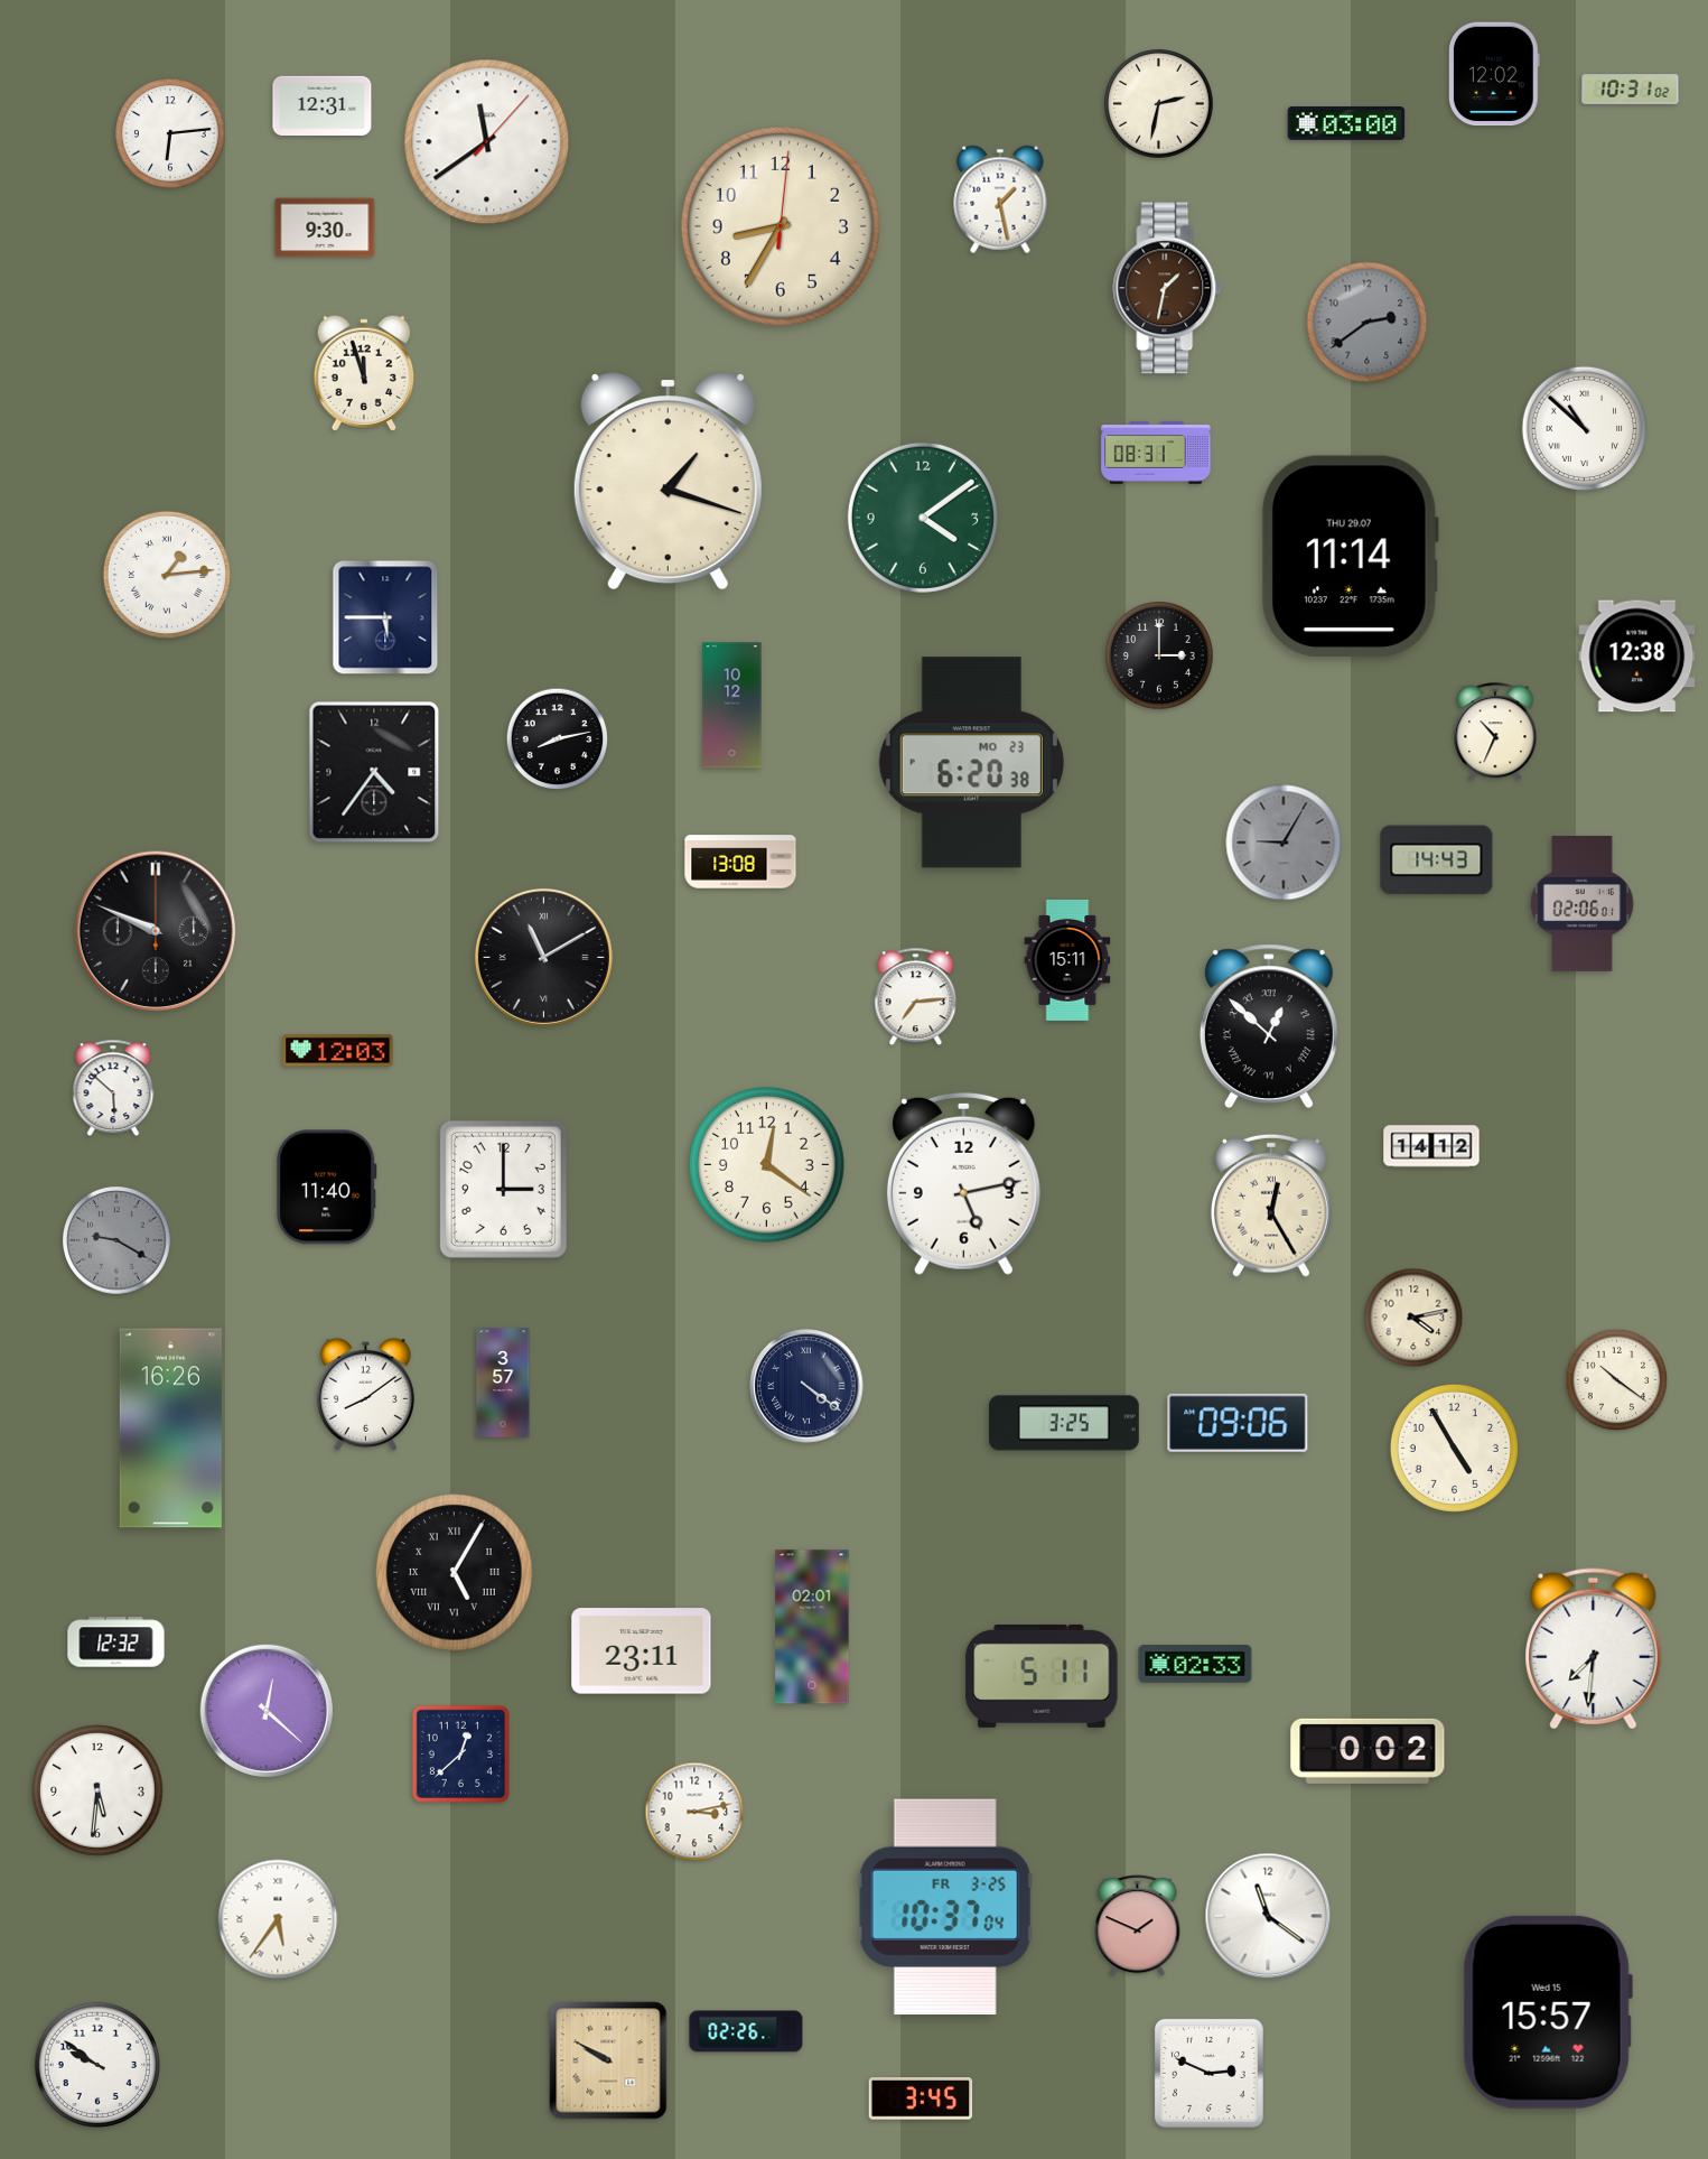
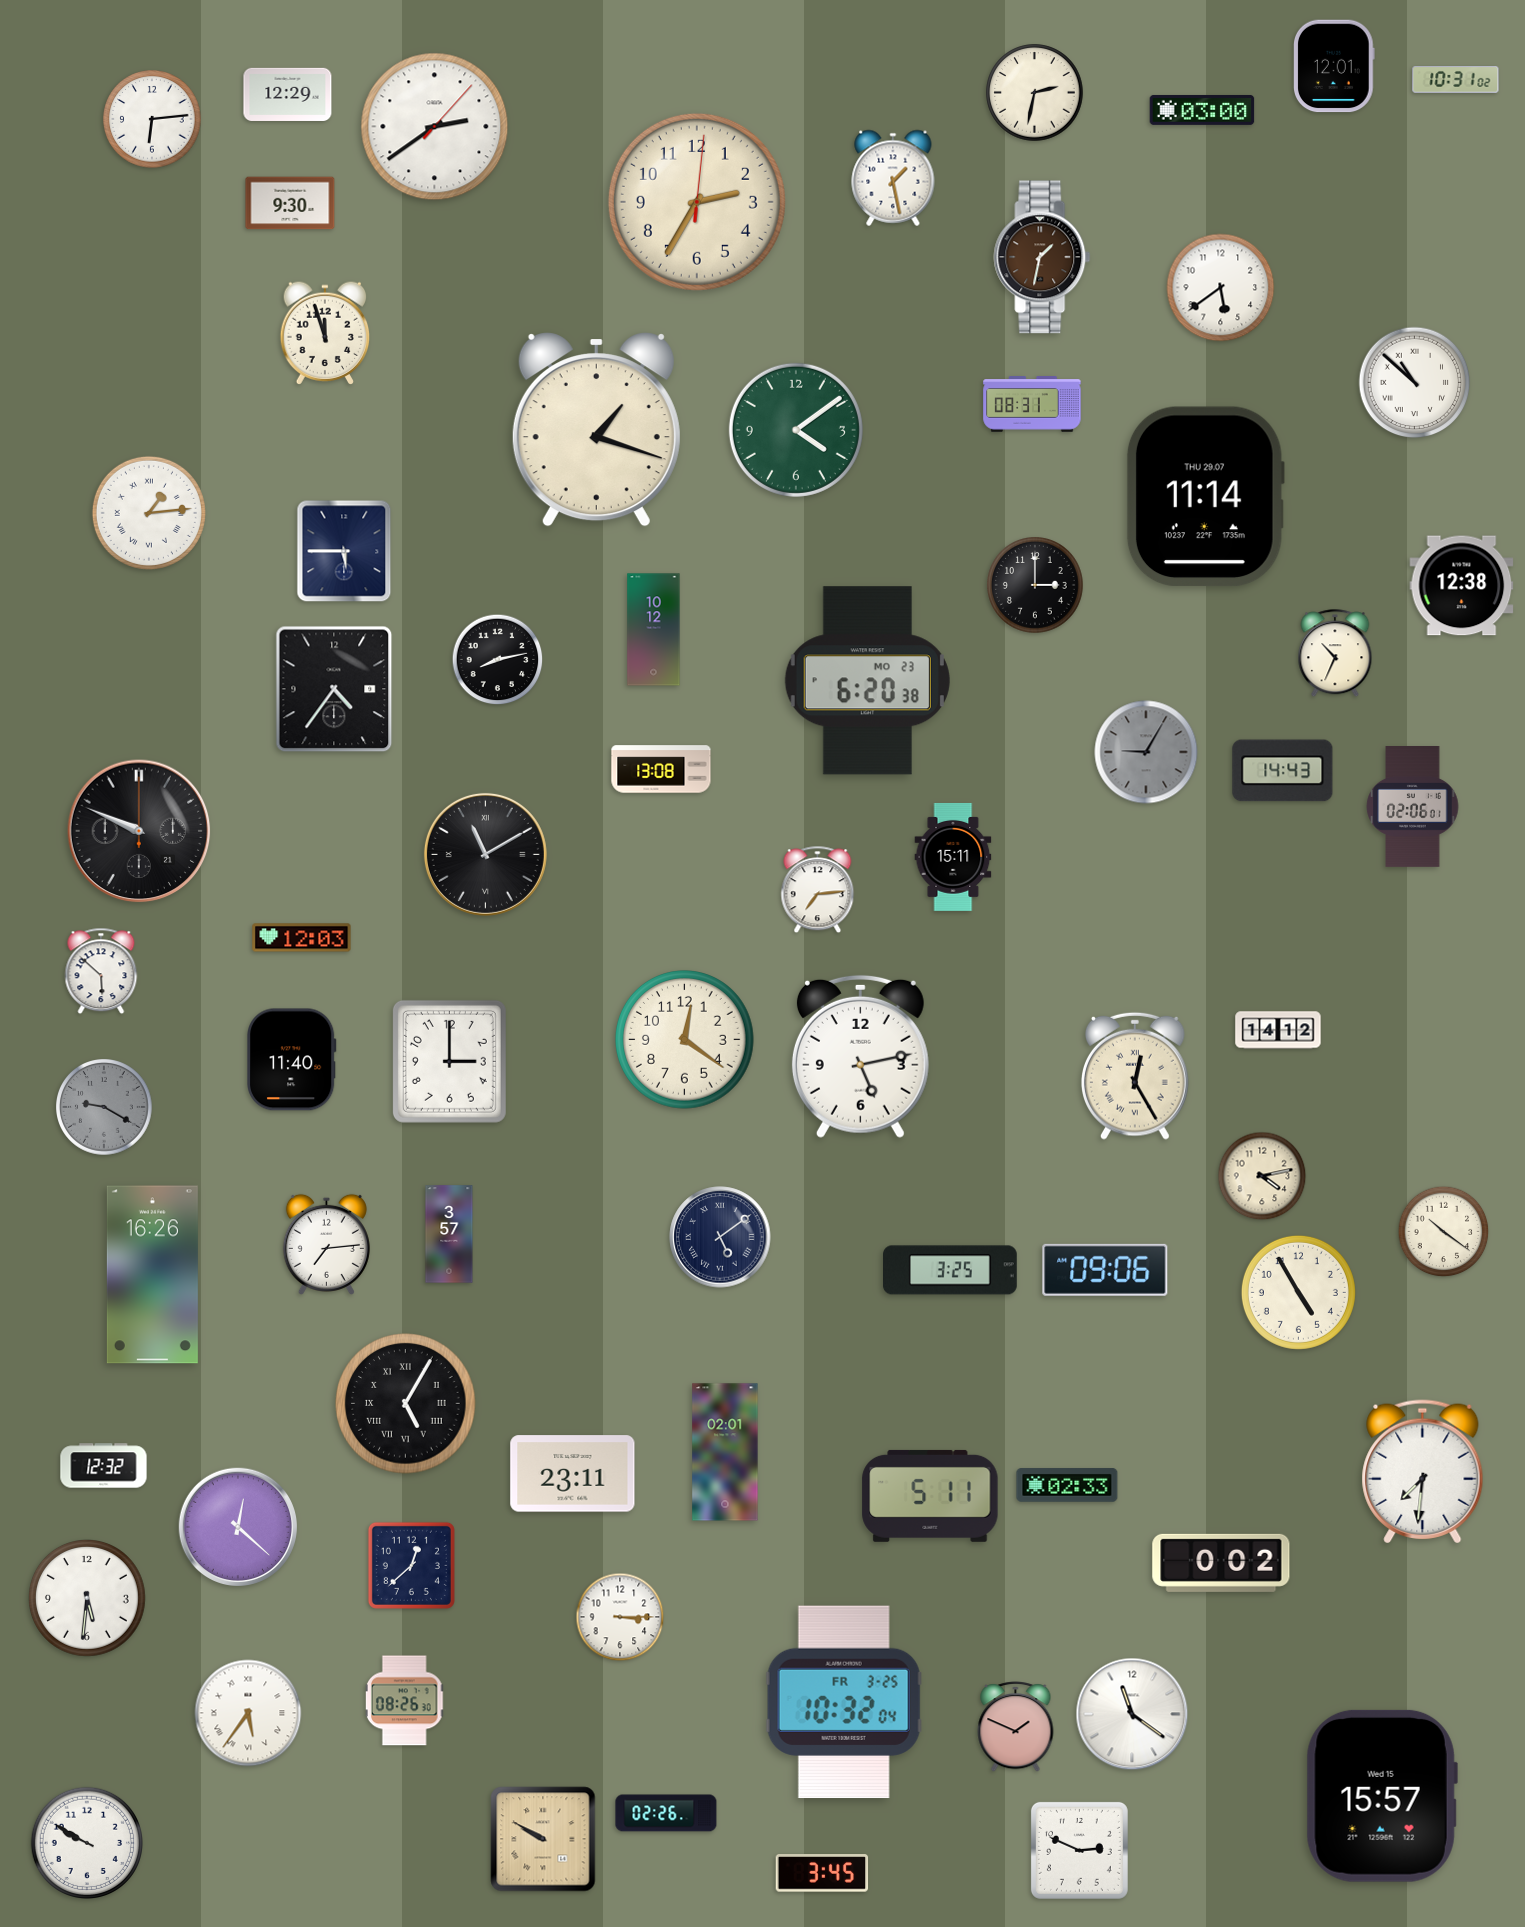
clock at (1495, 74): 12:02 -> 12:01
clock at (323, 105): 12:31 -> 12:29
clock at (487, 142): 11:39 -> 2:39
clock at (781, 226): 8:35 -> 2:35
clock at (1368, 323): 2:39 -> 5:39
clock at (1368, 323) dial: grey -> white
clock at (923, 518) position: (923, 518) -> (796, 430)
clock at (1437, 860) position: (1437, 860) -> (1283, 771)
clock at (1269, 1026): 12:52 -> none
clock at (1431, 1146) position: (1431, 1146) -> (1278, 1030)
clock at (806, 1386): 4:21 -> 5:09
clock at (365, 1394): 8:09 -> 7:14
clock at (694, 1812): 3:13 -> 3:15
clock at (405, 1701): none -> 08:26
clock at (945, 1907): 10:37 -> 10:32
clock at (1268, 1916) position: (1268, 1916) -> (1132, 1714)
clock at (1138, 1926) position: (1138, 1926) -> (1016, 1727)
clock at (96, 2064): 9:51 -> 9:50
